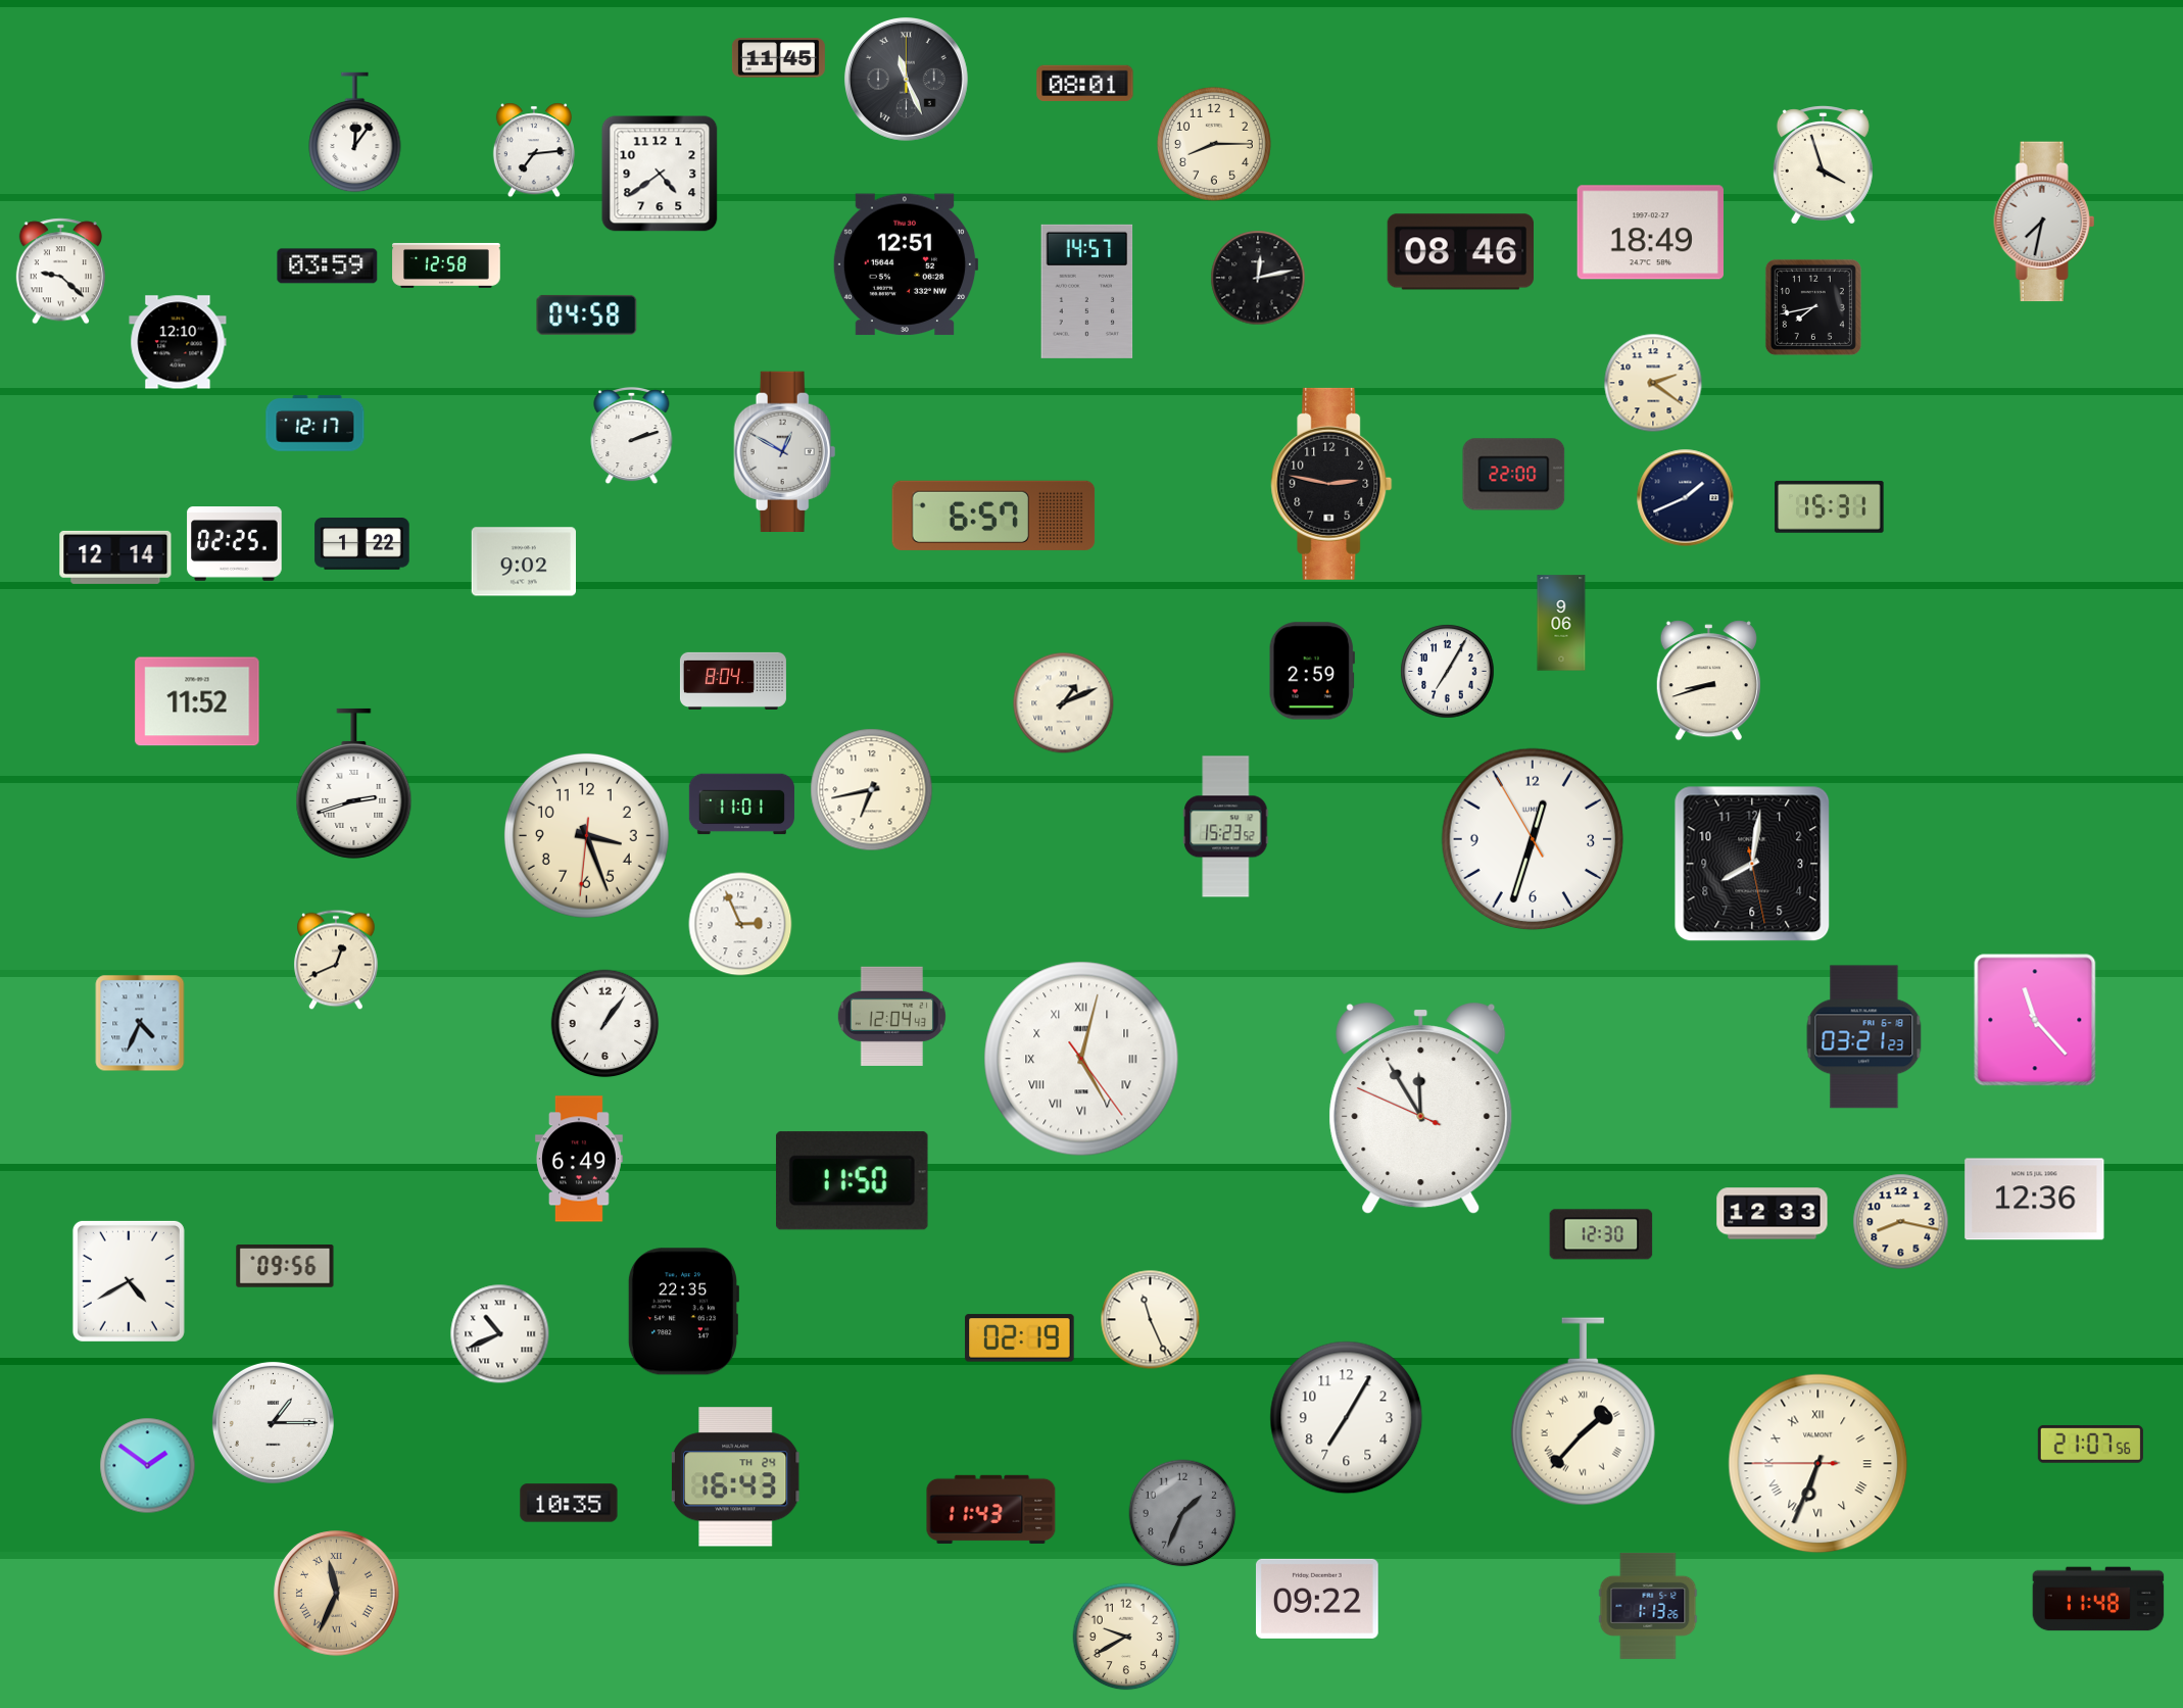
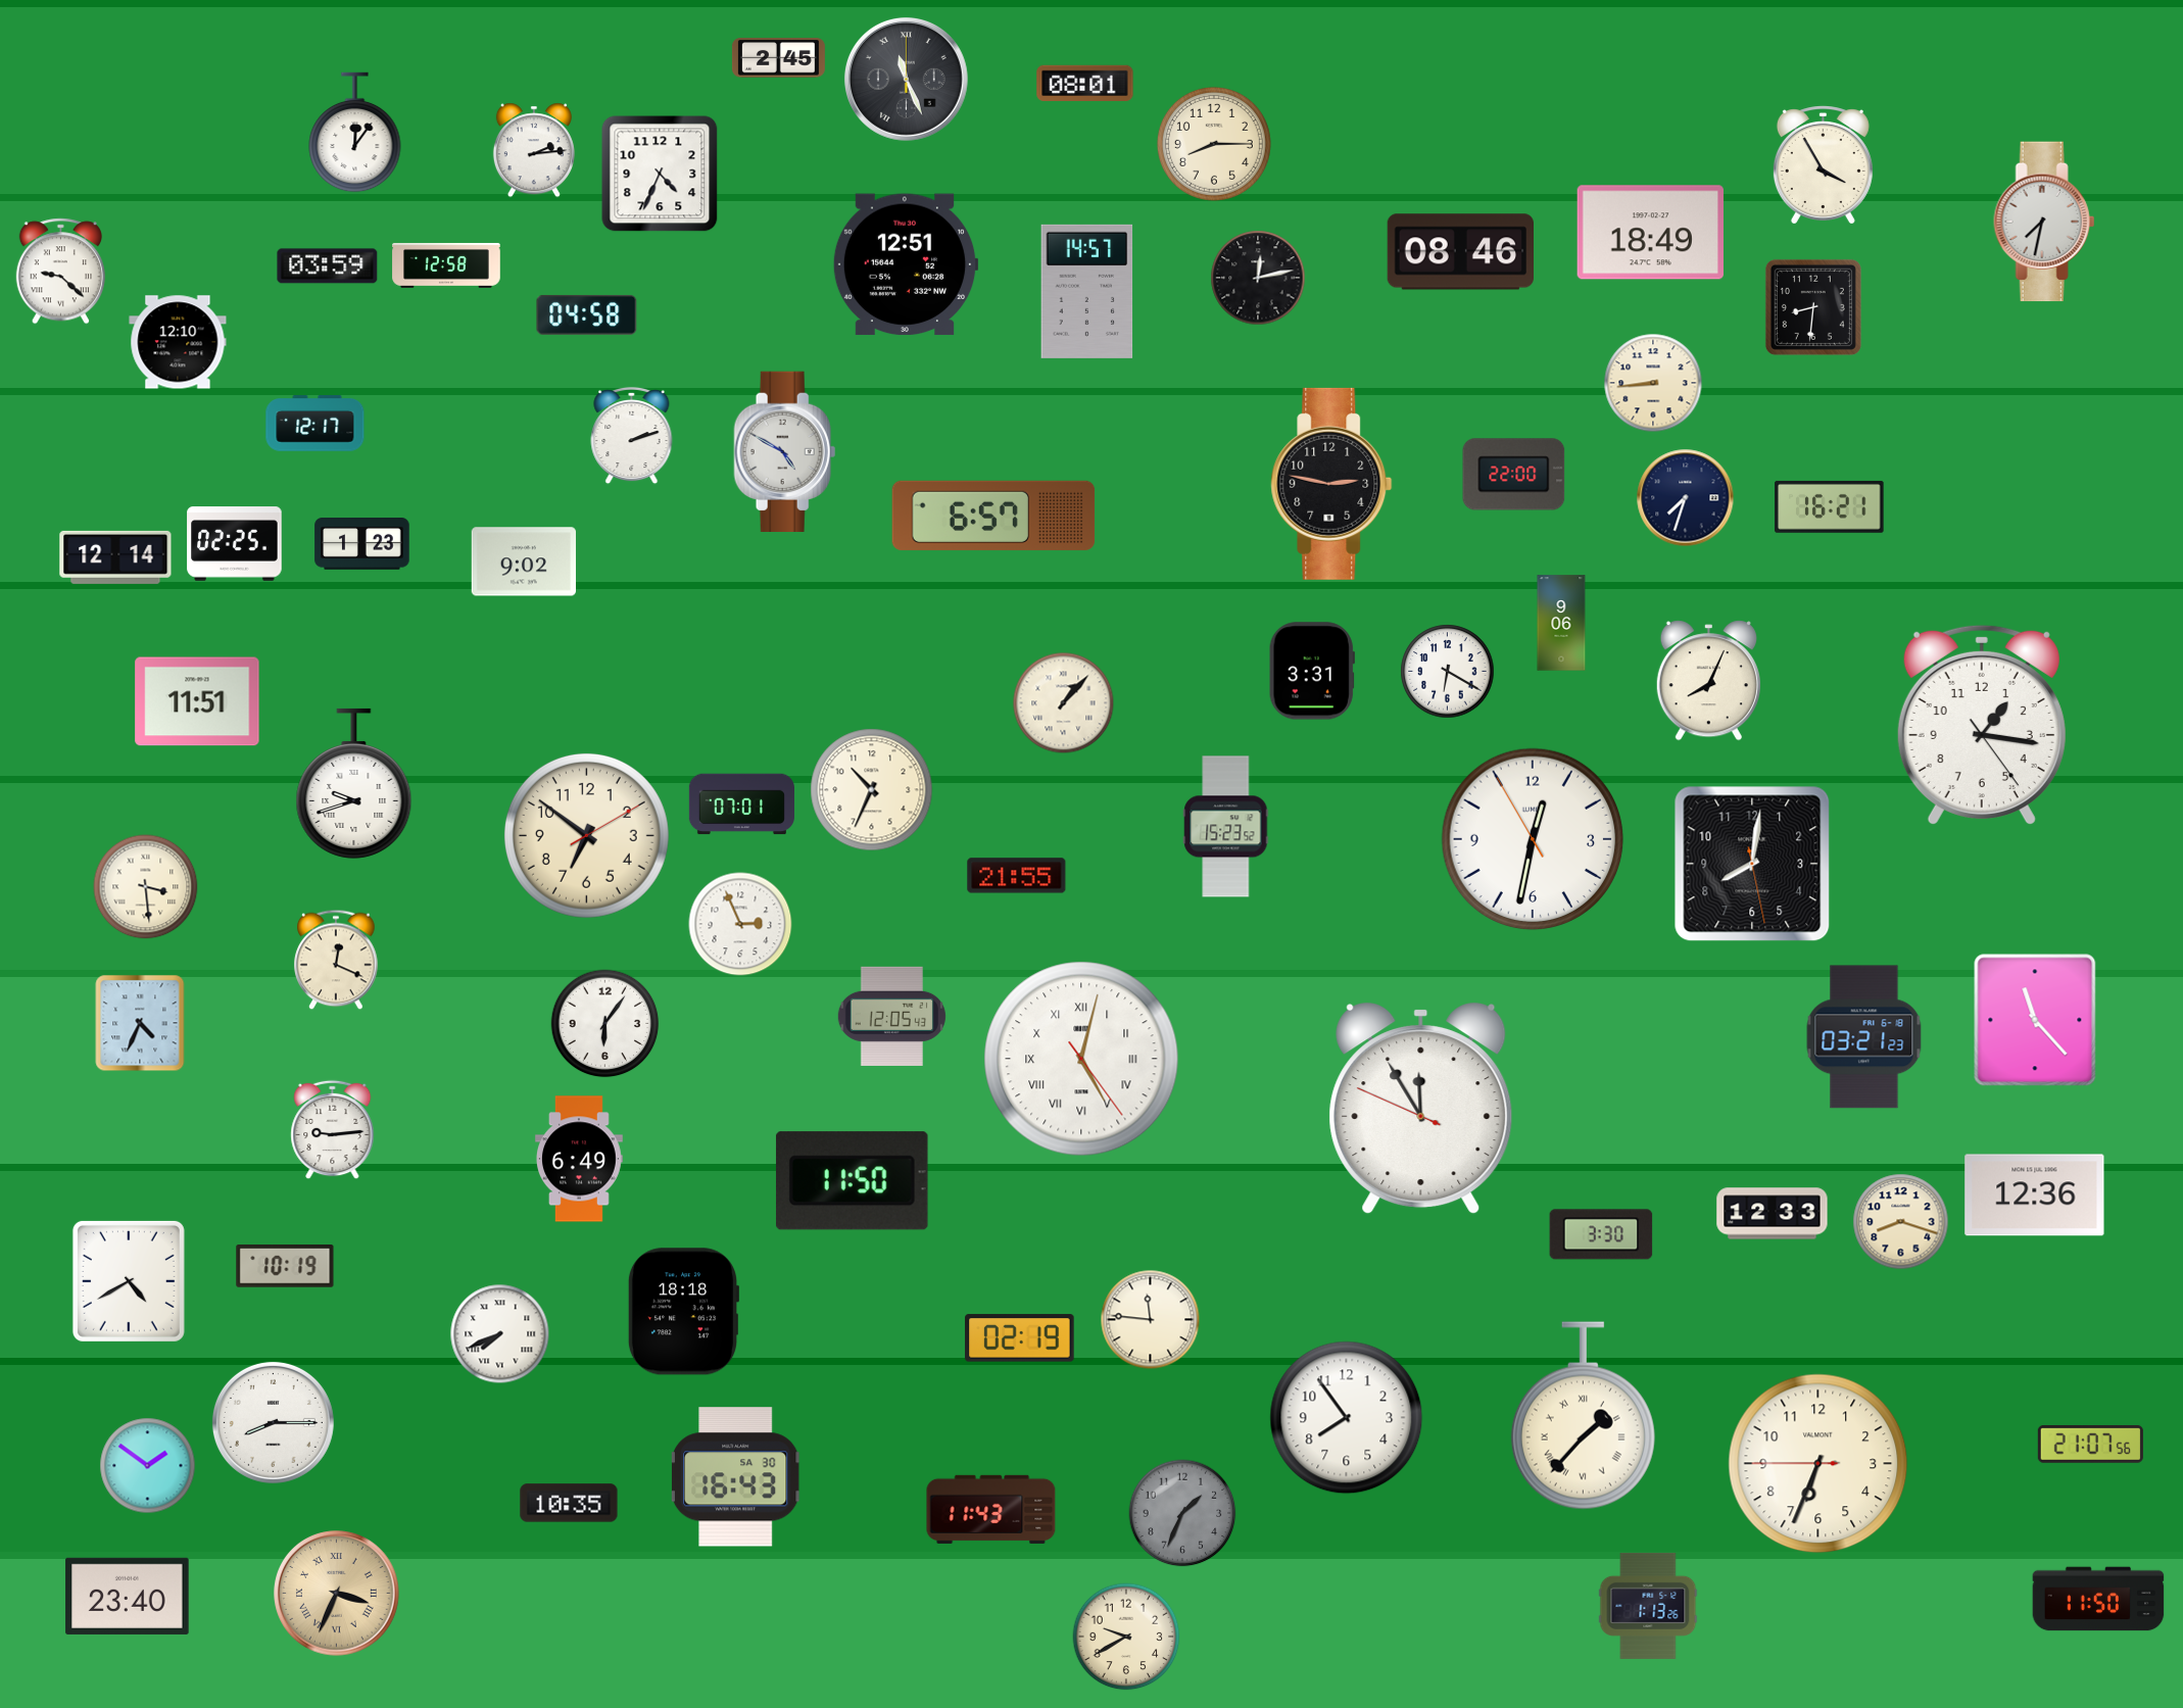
clock at (778, 58): 11:45 -> 2:45
clock at (534, 150): 7:14 -> 2:14
clock at (1823, 165): 3:57 -> 3:55
clock at (660, 174): 4:39 -> 4:34
clock at (1813, 307): 7:43 -> 8:31
clock at (1653, 383): 2:21 -> 8:44
clock at (785, 451): 12:50 -> 4:50
clock at (1686, 498): 1:41 -> 7:33
clock at (1830, 506): 15:31 -> 16:21
clock at (362, 544): 1:22 -> 1:23
clock at (1312, 671): 2:59 -> 3:31
clock at (1448, 672): 7:05 -> 6:20
clock at (733, 681): 8:04 -> none
clock at (1708, 681): 8:42 -> 8:04
clock at (197, 701): 11:52 -> 11:51
clock at (1064, 703): 1:11 -> 1:07
clock at (1982, 724): none -> 1:16
clock at (354, 783): 2:42 -> 9:42
clock at (872, 790): 6:43 -> 10:34
clock at (741, 804): 11:01 -> 07:01
clock at (586, 835): 3:26 -> 6:51
clock at (1533, 839): 12:32 -> 12:31
clock at (1017, 876): none -> 21:55
clock at (146, 887): none -> 3:29
clock at (336, 960): 12:41 -> 12:19
clock at (891, 1016): 12:04 -> 12:05
clock at (605, 1024): 1:06 -> 6:06
clock at (333, 1130): none -> 9:14
clock at (2035, 1200) position: (2035, 1200) -> (2035, 1195)
clock at (1901, 1222): 8:17 -> 8:18
clock at (1601, 1234): 12:30 -> 3:30
clock at (285, 1267): 09:56 -> 10:19
clock at (682, 1312): 22:35 -> 18:18
clock at (1151, 1320): 11:26 -> 11:46
clock at (500, 1334): 10:41 -> 7:41
clock at (1583, 1412) position: (1583, 1412) -> (1583, 1416)
clock at (1347, 1418): 7:05 -> 7:54
clock at (273, 1422): 1:15 -> 8:15
clock at (1818, 1464) numerals: Roman -> Arabic
clock at (735, 1477) date: TH 24 -> SA 30
clock at (337, 1594): 11:34 -> 3:34
clock at (128, 1596): none -> 23:40
clock at (1318, 1599): 09:22 -> none
clock at (2098, 1599): 11:48 -> 11:50
